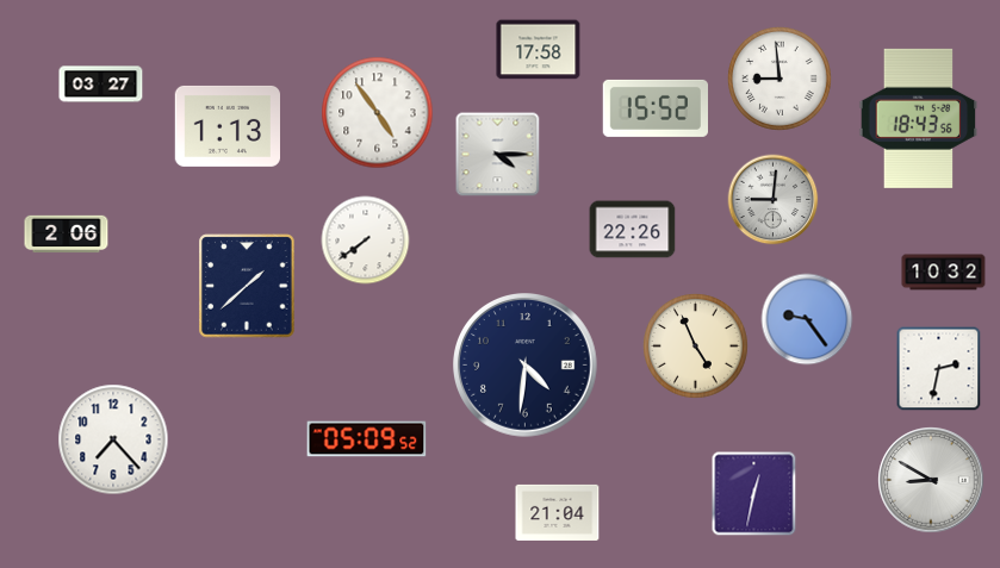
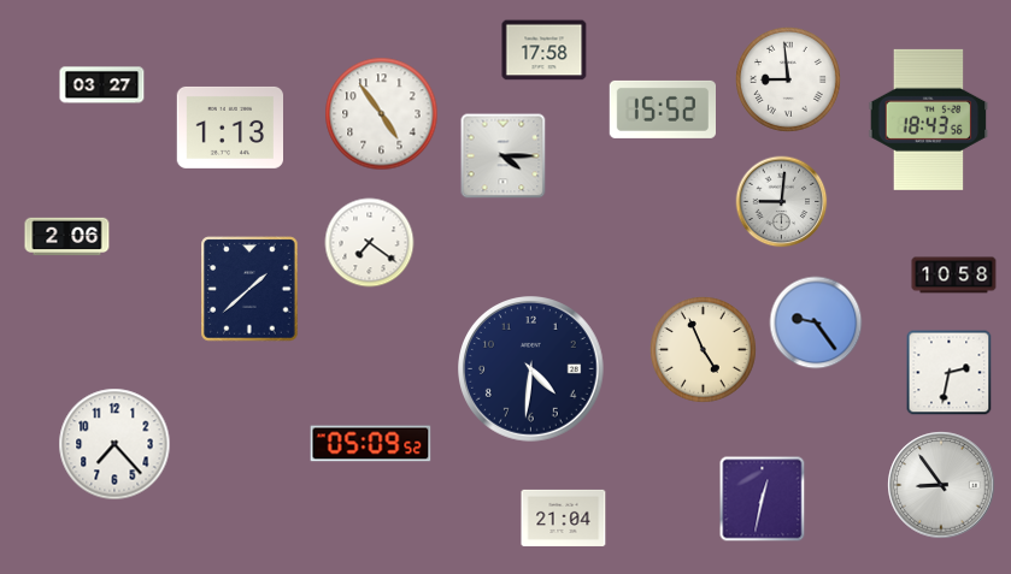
clock at (633, 230): 22:26 -> none
clock at (366, 241): 7:39 -> 7:21
clock at (944, 273): 10:32 -> 10:58
clock at (931, 480): 8:50 -> 8:54
